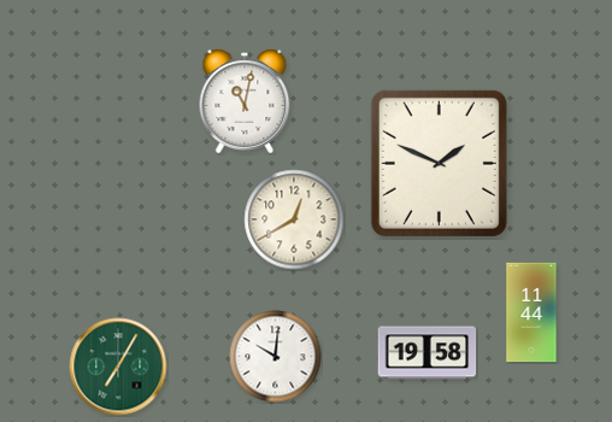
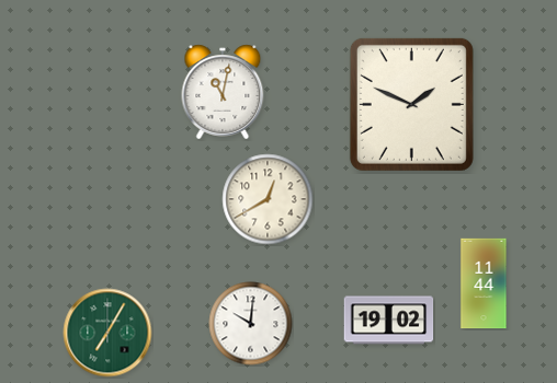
clock at (439, 163) position: (439, 163) -> (411, 104)
clock at (428, 353): 19:58 -> 19:02
